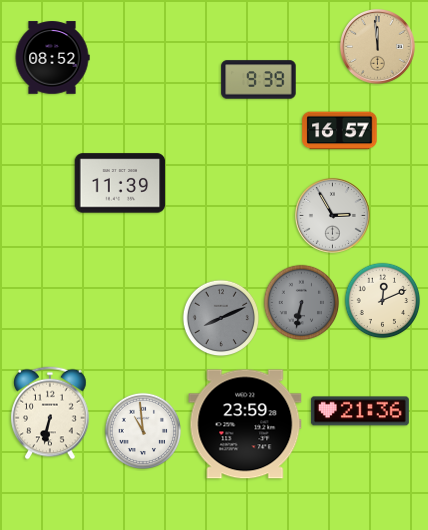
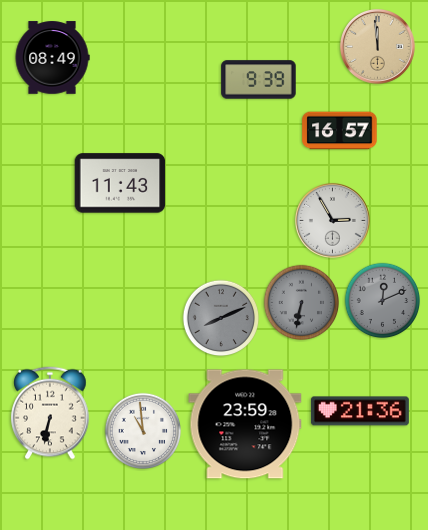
clock at (52, 58): 08:52 -> 08:49
clock at (120, 183): 11:39 -> 11:43
clock at (332, 215) position: (332, 215) -> (332, 220)
clock at (383, 301) dial: cream -> grey
